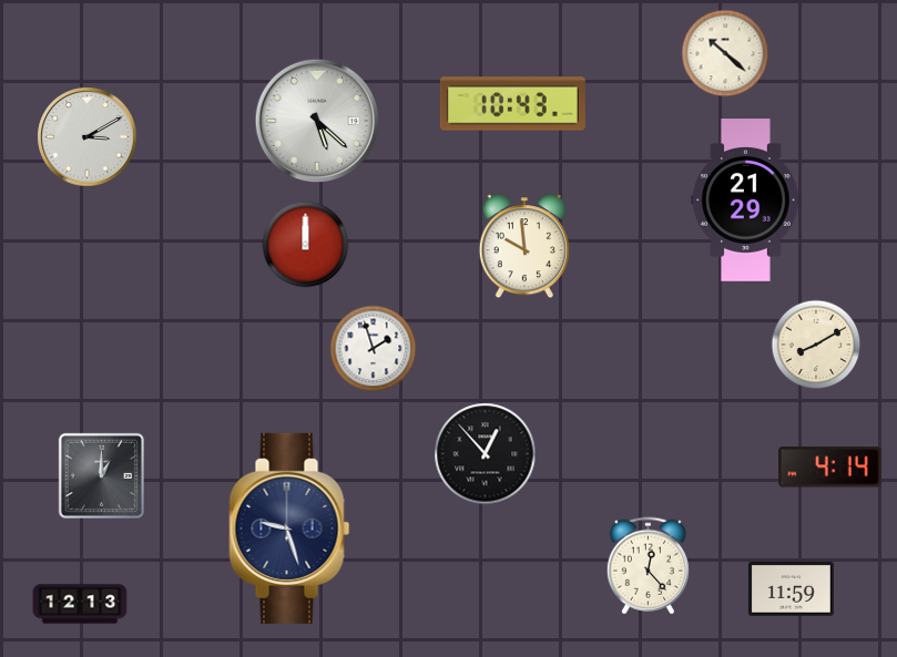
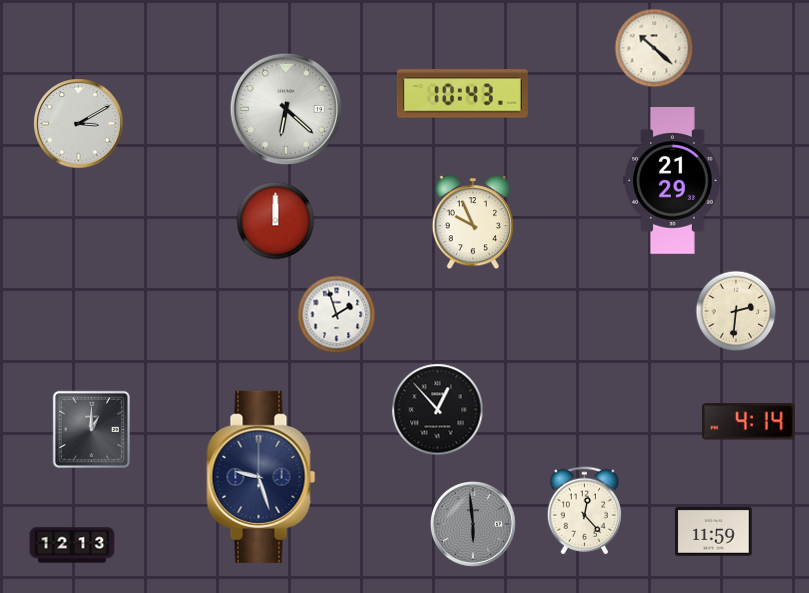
clock at (317, 121): 5:22 -> 6:22
clock at (523, 247): 9:59 -> 9:56
clock at (816, 345): 8:10 -> 2:31
clock at (473, 524): none -> 5:59
